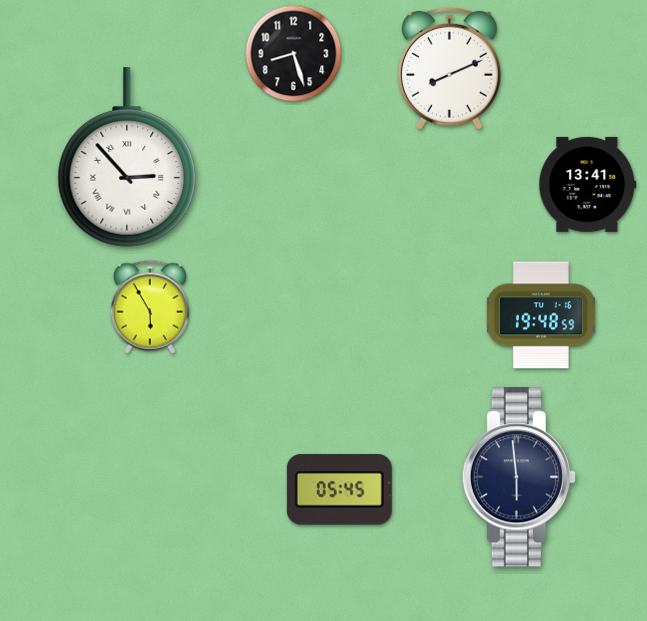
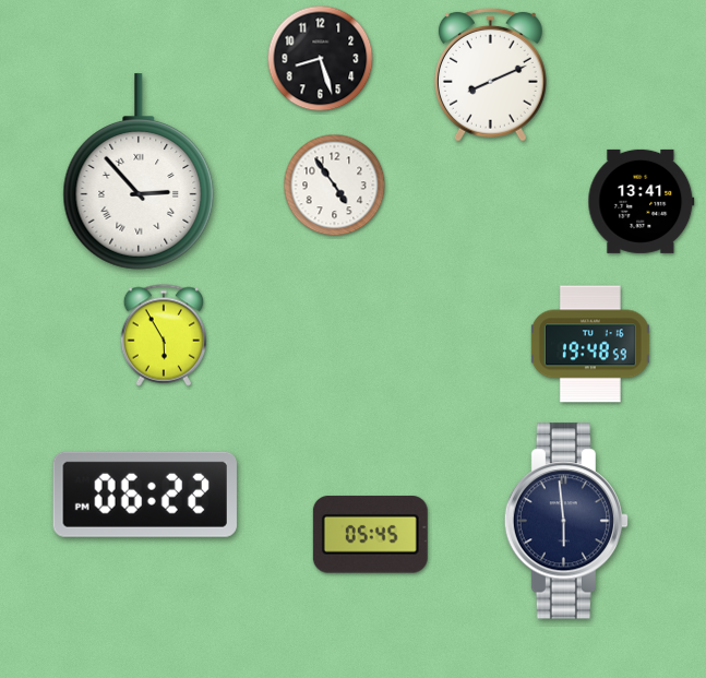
clock at (335, 186): none -> 4:54
clock at (145, 495): none -> 06:22
